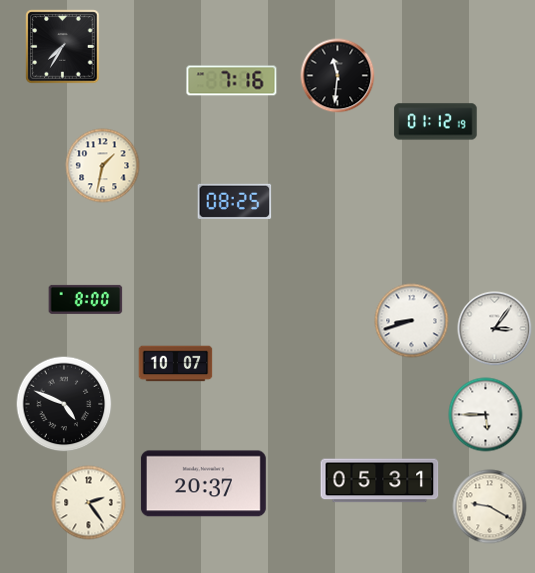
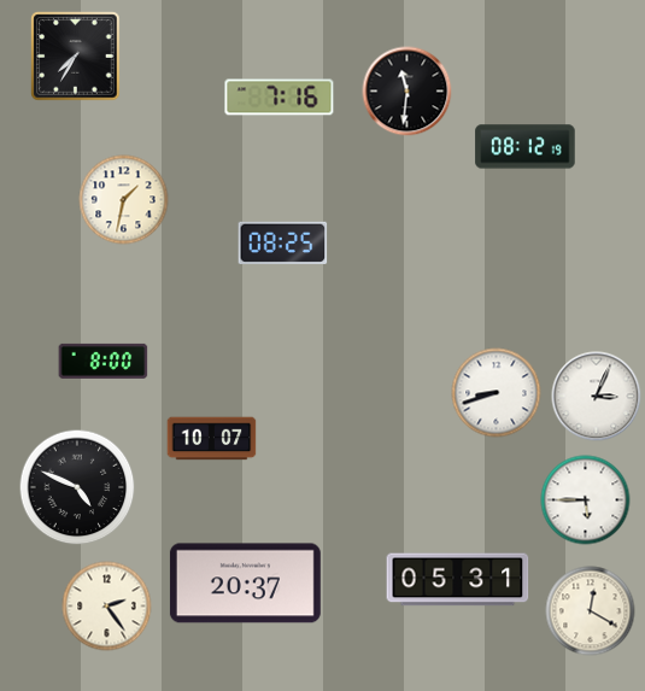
clock at (436, 122): 01:12 -> 08:12
clock at (412, 321) position: (412, 321) -> (497, 393)
clock at (495, 329): 3:06 -> 3:04
clock at (490, 507): 9:20 -> 12:20
